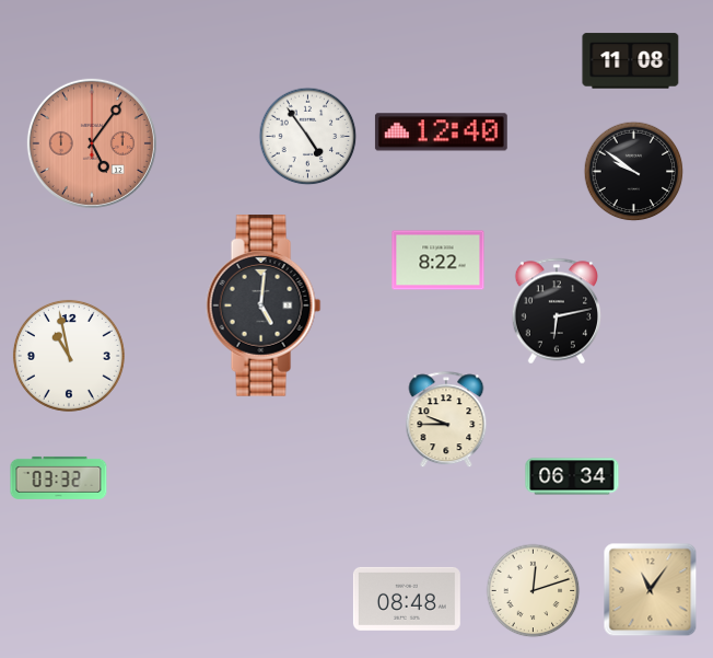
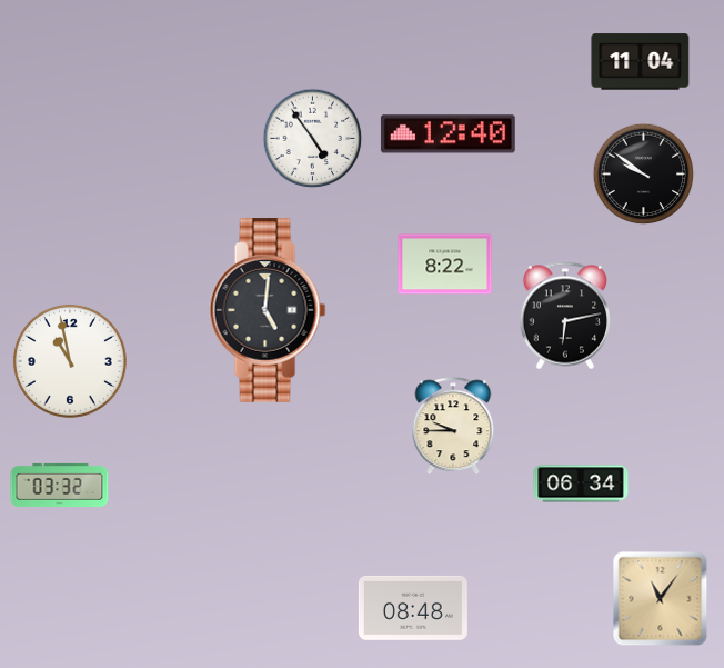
clock at (631, 61): 11:08 -> 11:04
clock at (92, 143): 5:06 -> none
clock at (534, 591): 12:12 -> none
